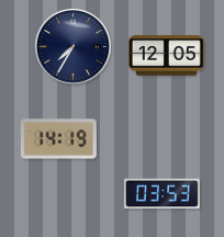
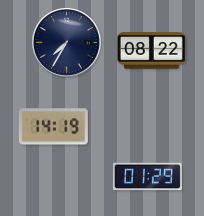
clock at (166, 56): 12:05 -> 08:22
clock at (161, 194): 03:53 -> 01:29
